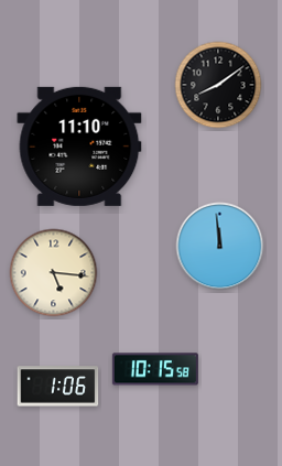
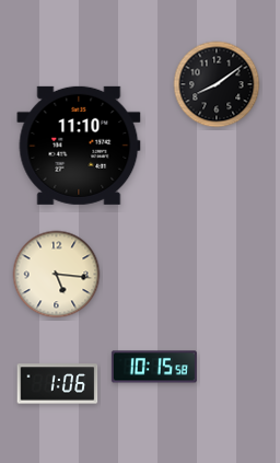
clock at (220, 247): 11:59 -> none
clock at (54, 273) position: (54, 273) -> (57, 275)
